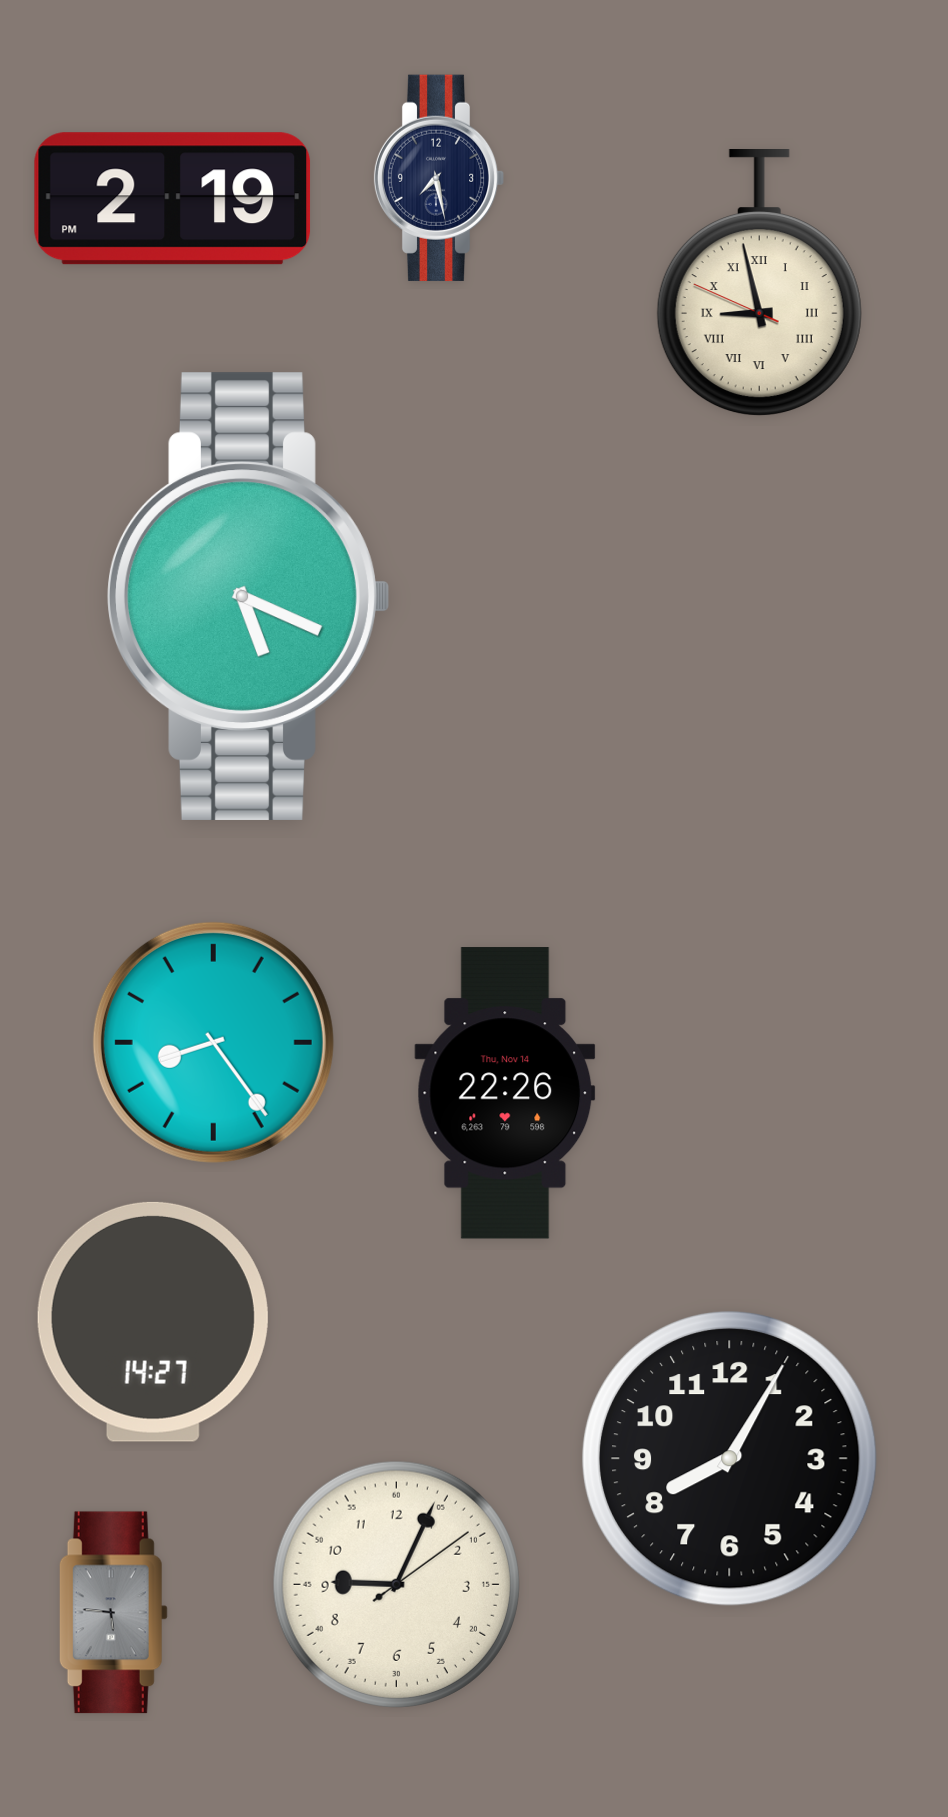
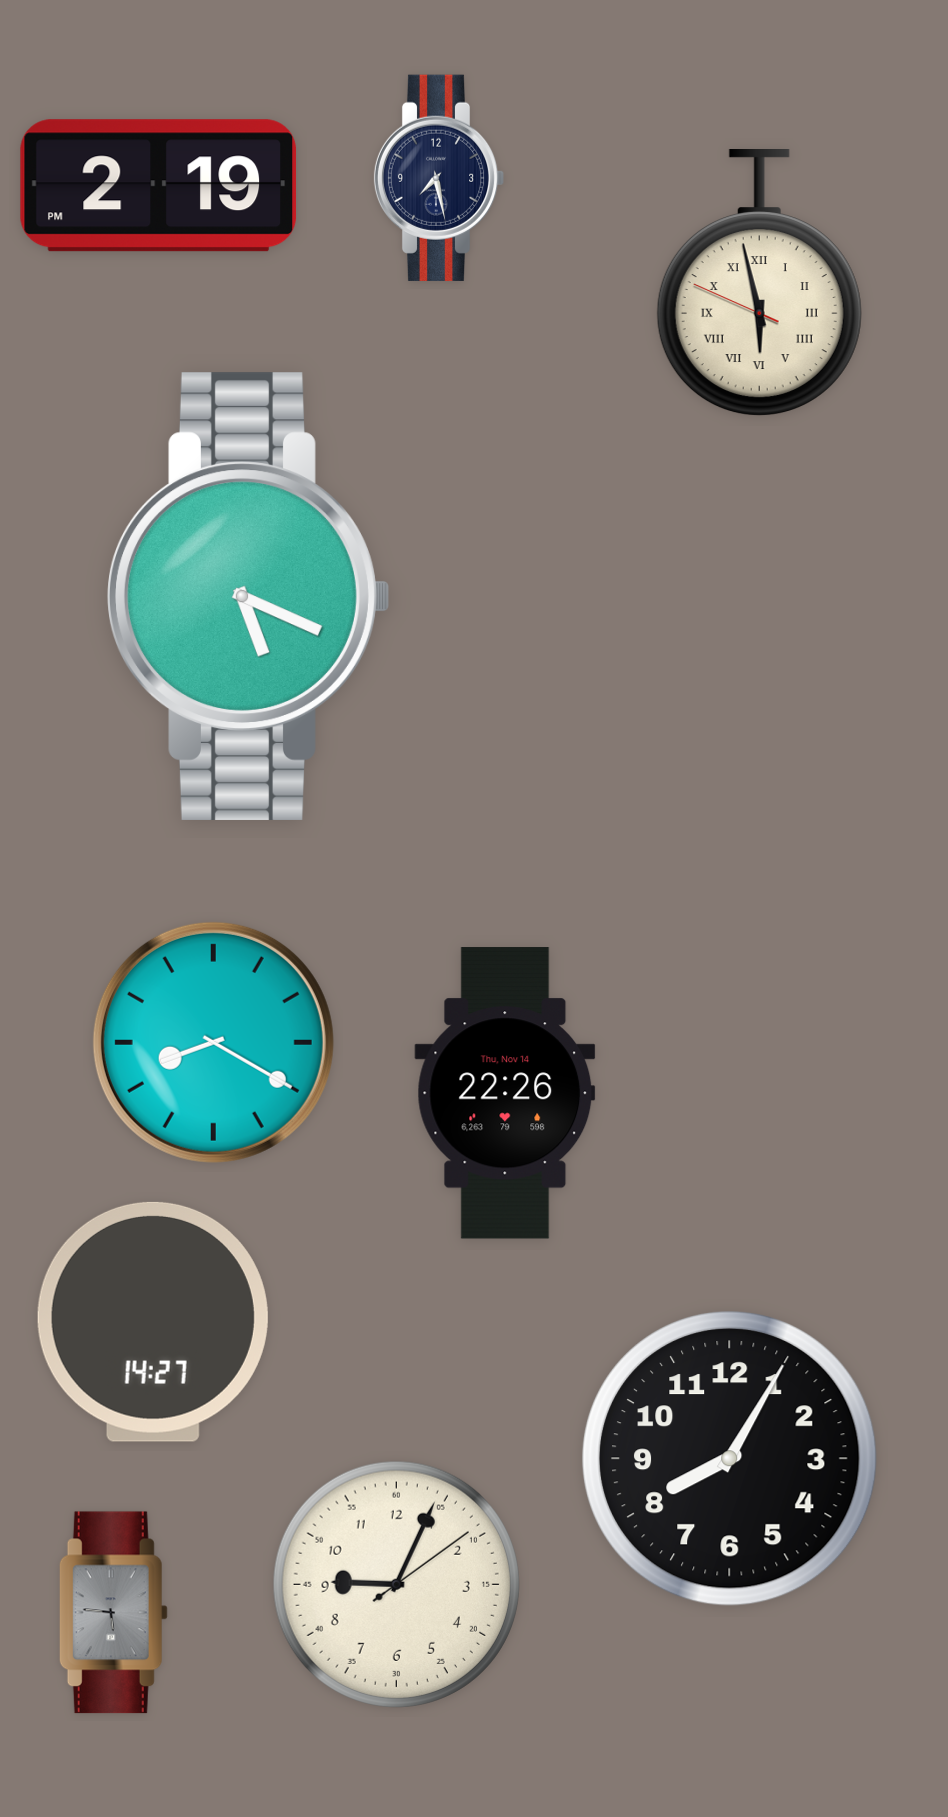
clock at (173, 199) position: (173, 199) -> (159, 186)
clock at (759, 284): 8:57 -> 5:57
clock at (213, 1042): 8:24 -> 8:20
